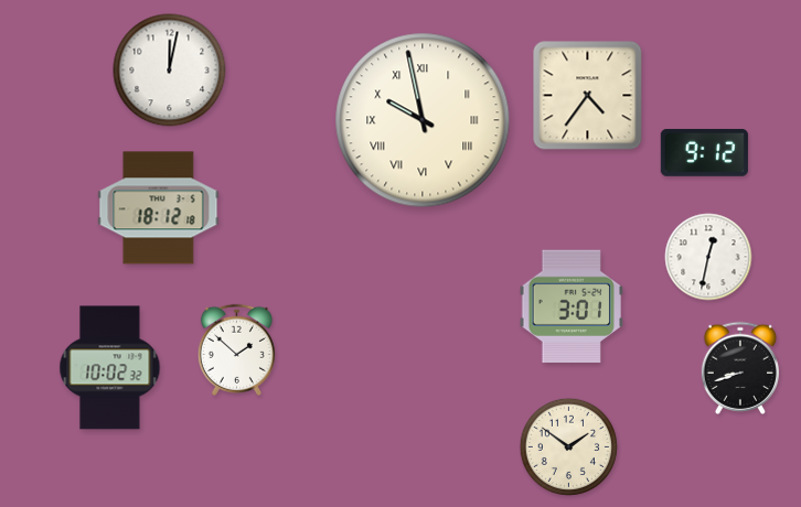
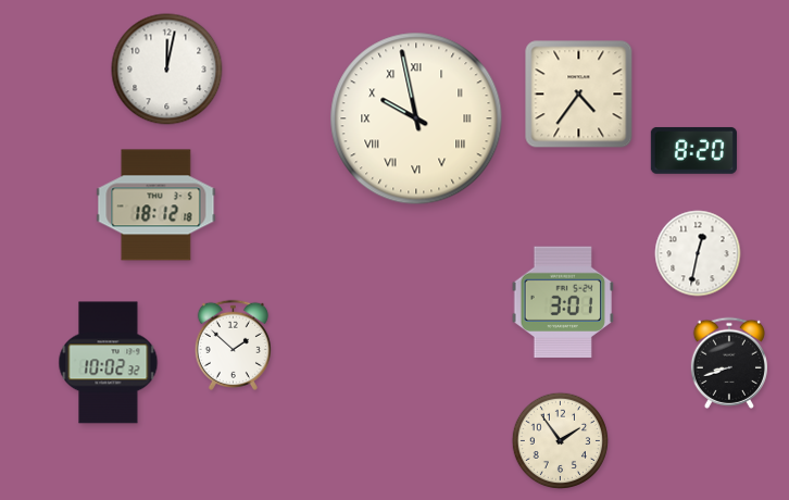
clock at (704, 152): 9:12 -> 8:20
clock at (568, 446): 1:51 -> 1:54
